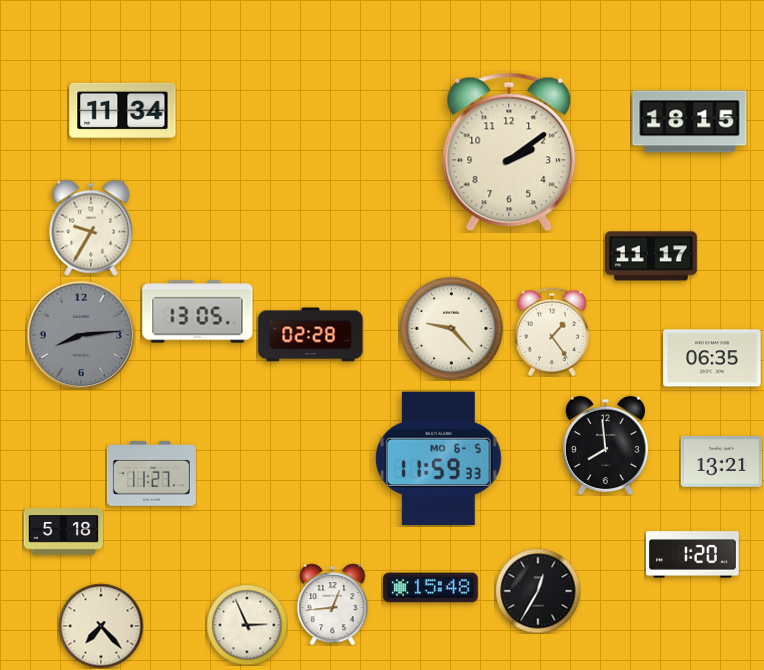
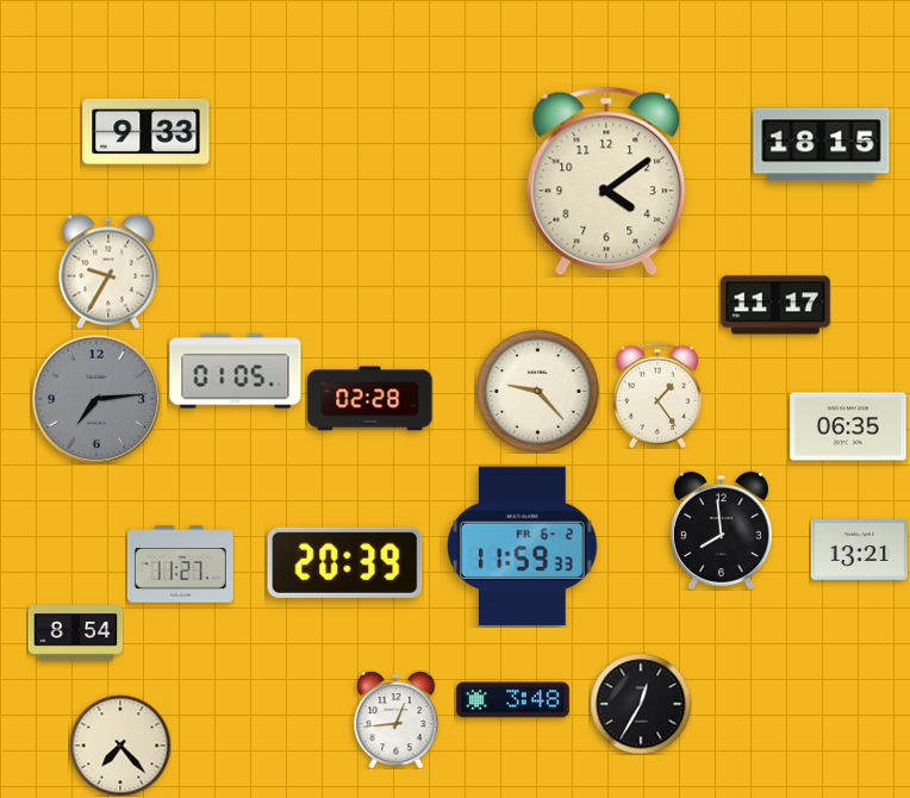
clock at (123, 110): 11:34 -> 9:33
clock at (509, 152): 2:09 -> 4:09
clock at (198, 312): 13:05 -> 01:05
clock at (81, 335): 8:14 -> 7:14
clock at (439, 459) date: MO 6-5 -> FR 6-2
clock at (345, 562): none -> 20:39
clock at (63, 532): 5:18 -> 8:54
clock at (692, 555): 1:20 -> none
clock at (431, 588): 15:48 -> 3:48
clock at (247, 625): 2:56 -> none
